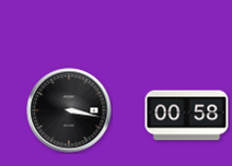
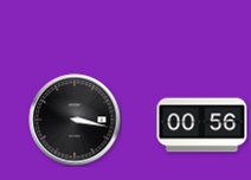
clock at (187, 116): 00:58 -> 00:56
